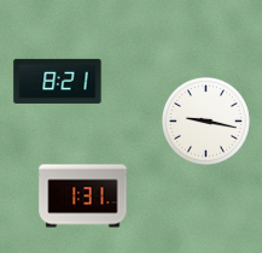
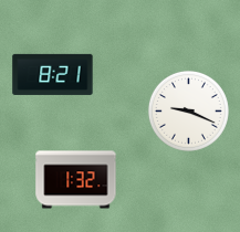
clock at (205, 120): 9:17 -> 9:19
clock at (83, 196): 1:31 -> 1:32
